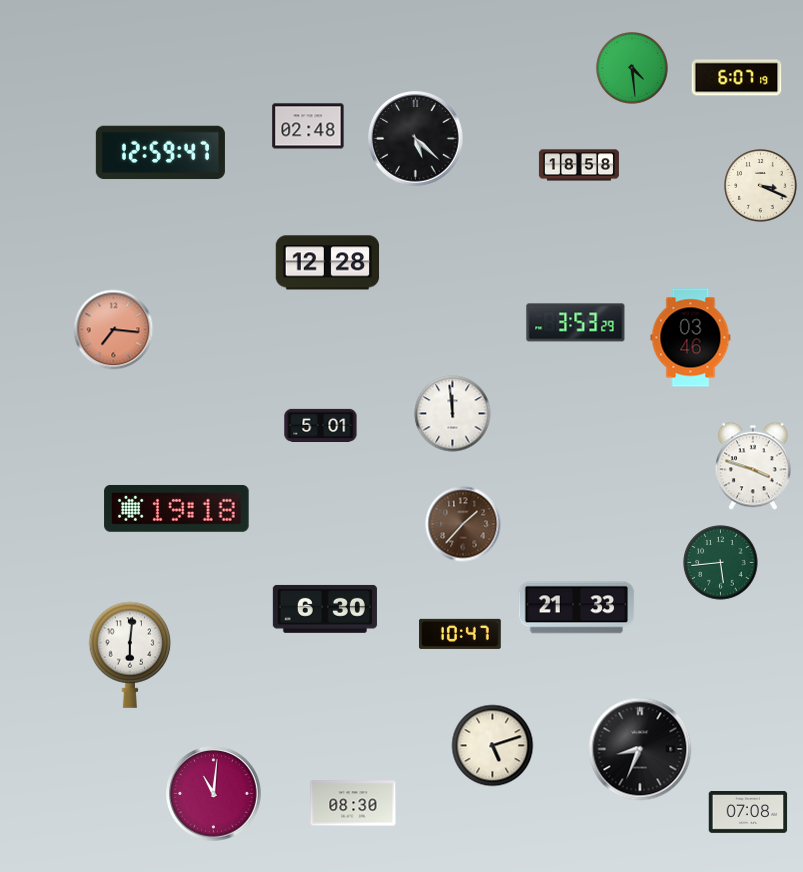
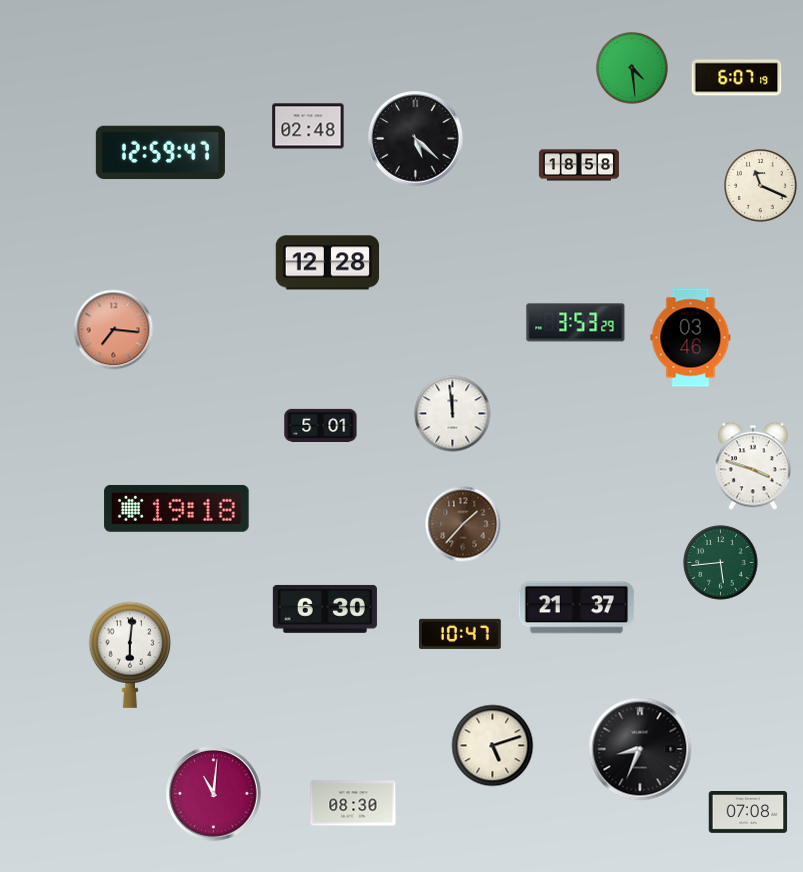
clock at (761, 186): 3:19 -> 11:19
clock at (577, 608): 21:33 -> 21:37
